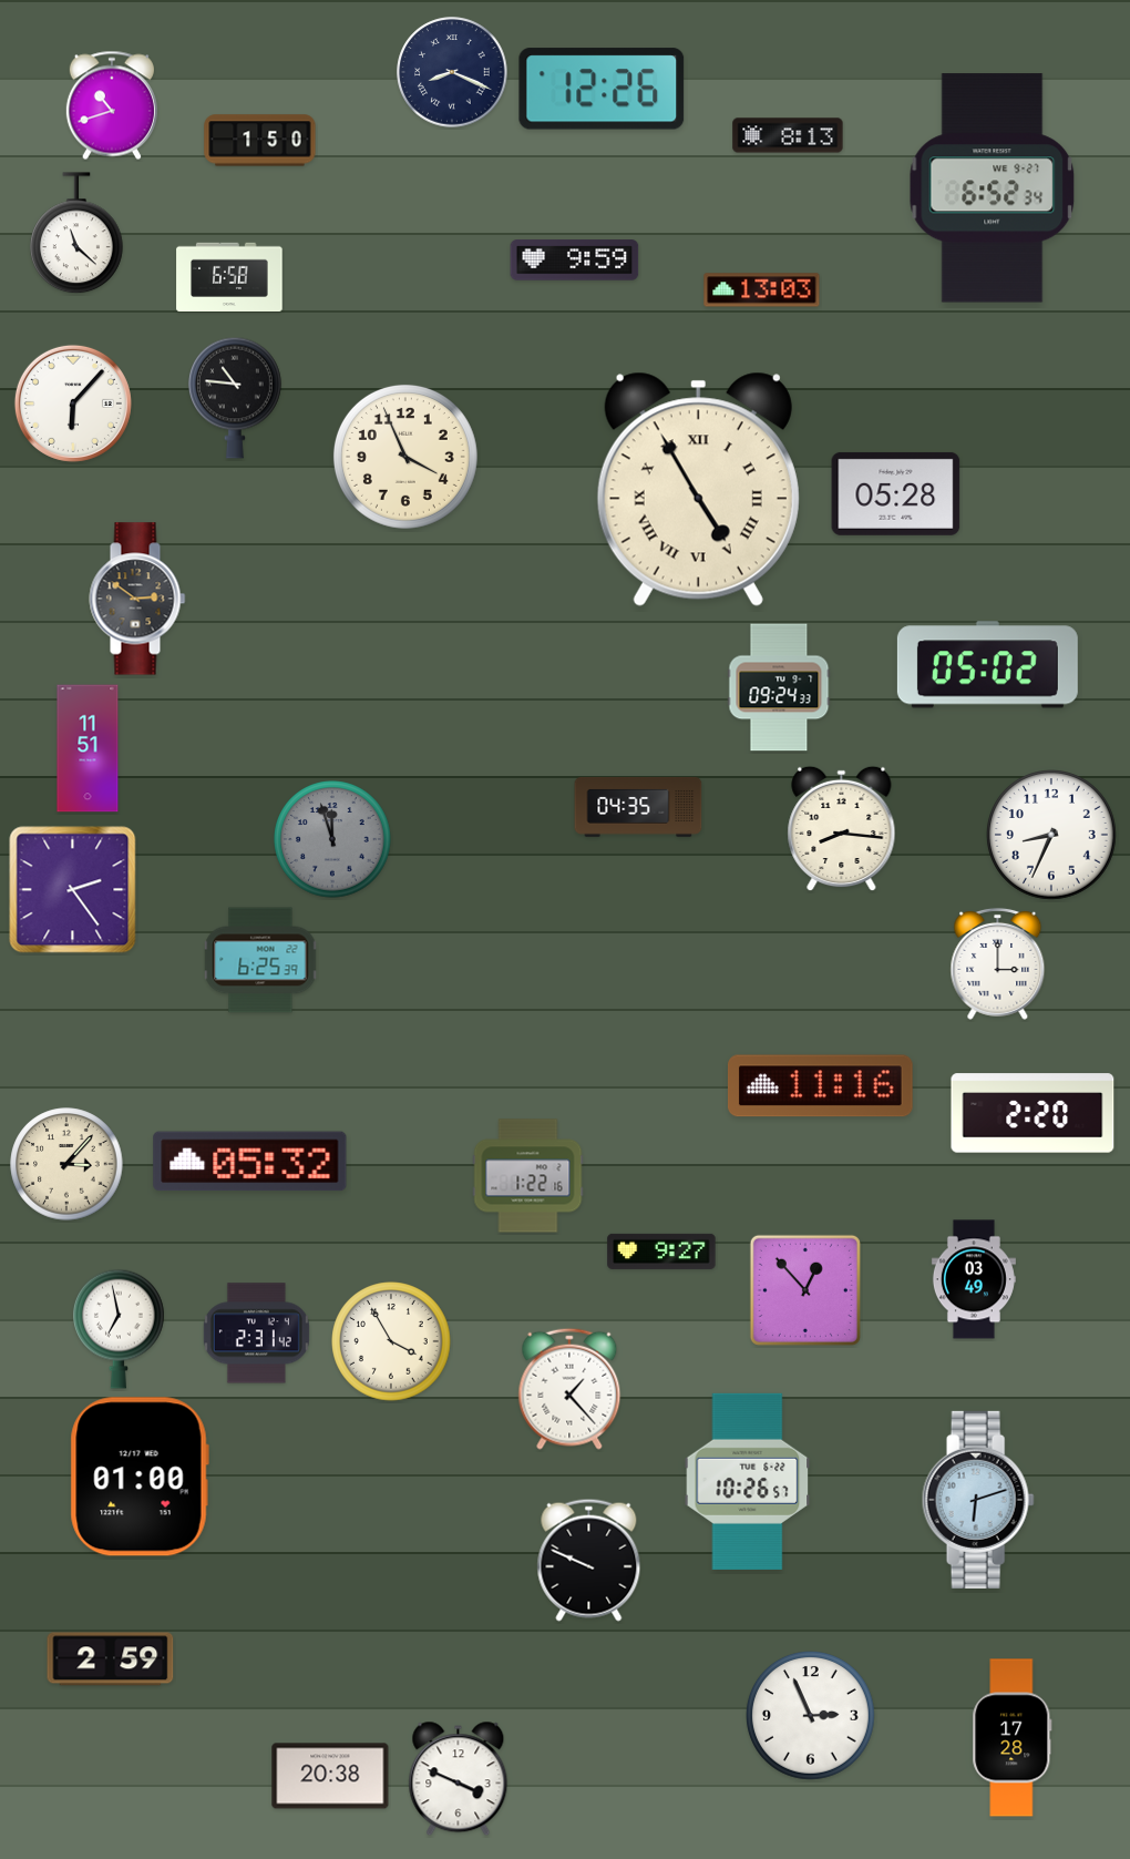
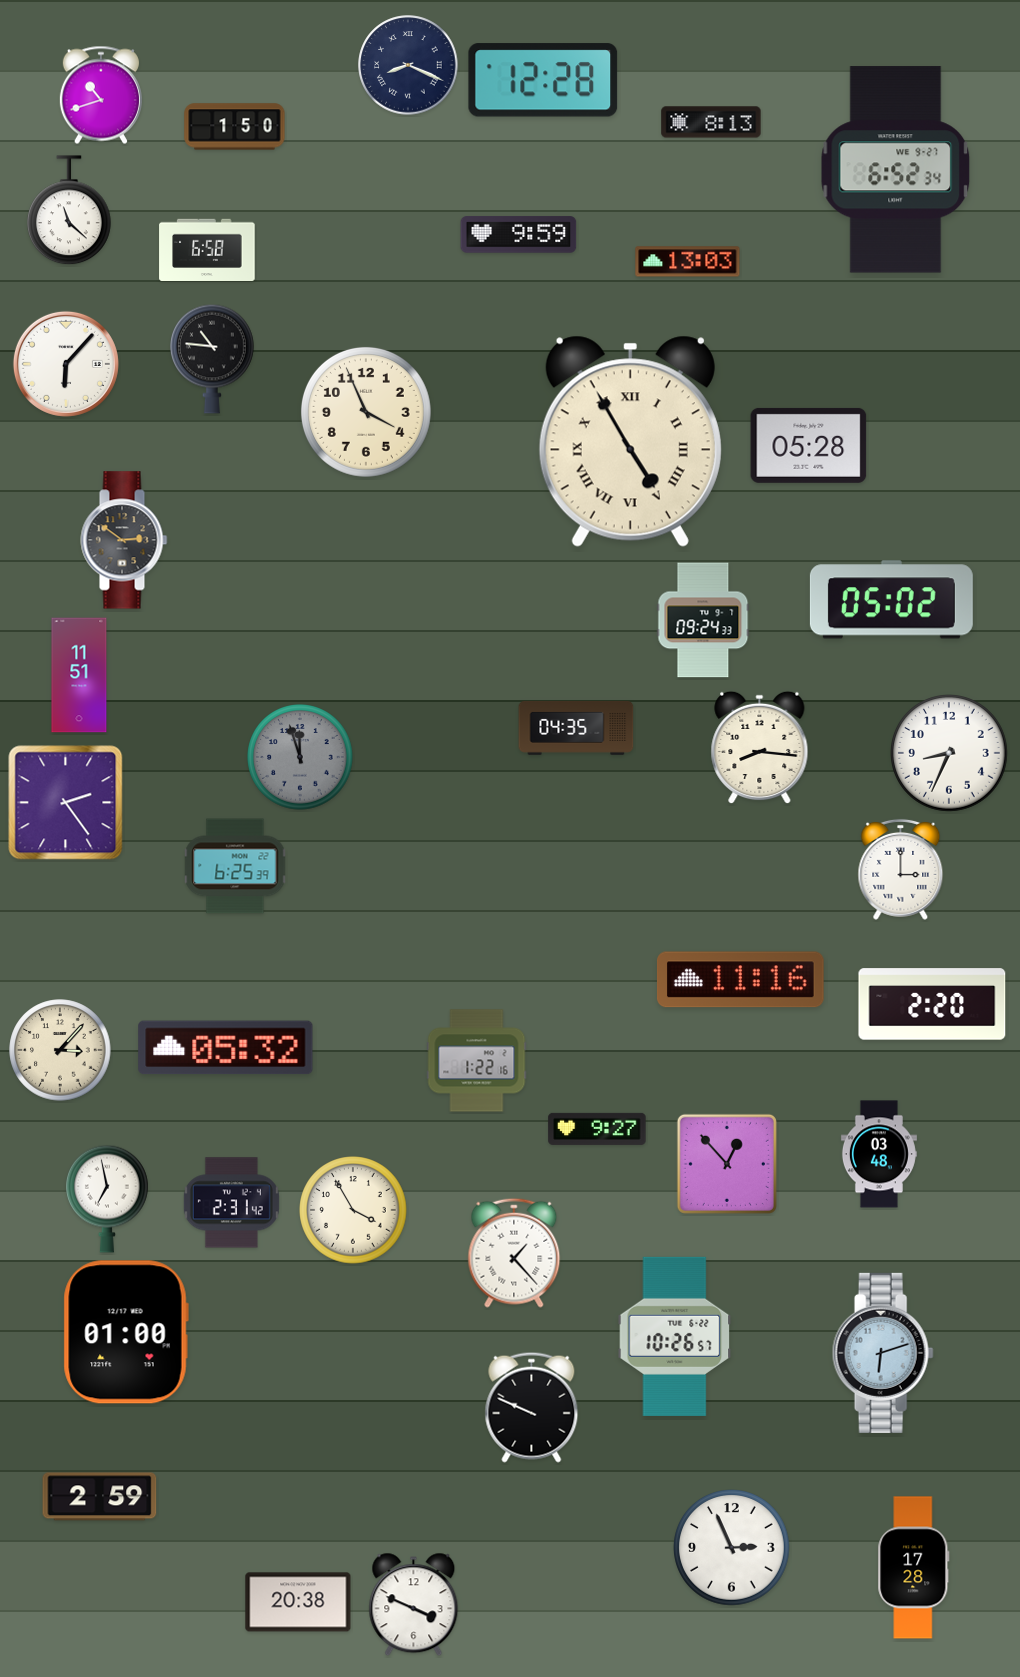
clock at (602, 89): 12:26 -> 12:28
clock at (974, 1279): 03:49 -> 03:48
